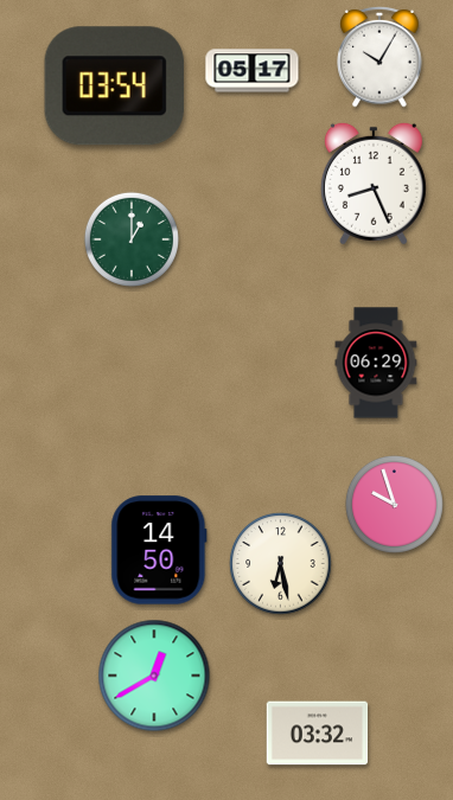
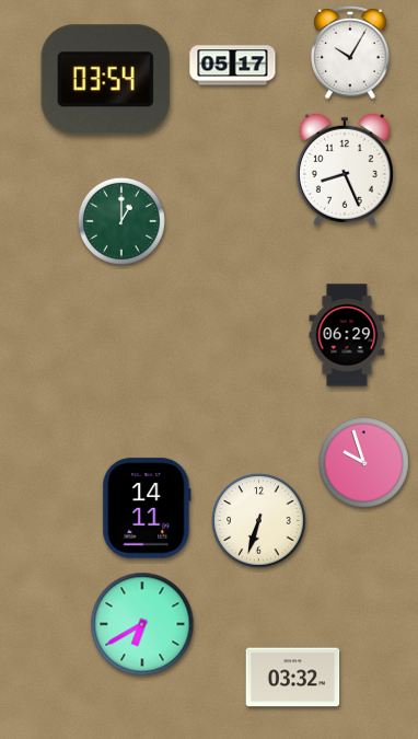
clock at (395, 505) position: (395, 505) -> (364, 463)
clock at (159, 550): 14:50 -> 14:11
clock at (281, 564): 6:28 -> 6:33
clock at (154, 676): 12:40 -> 6:40
